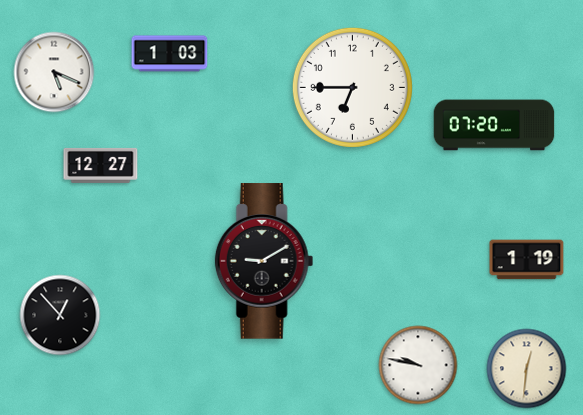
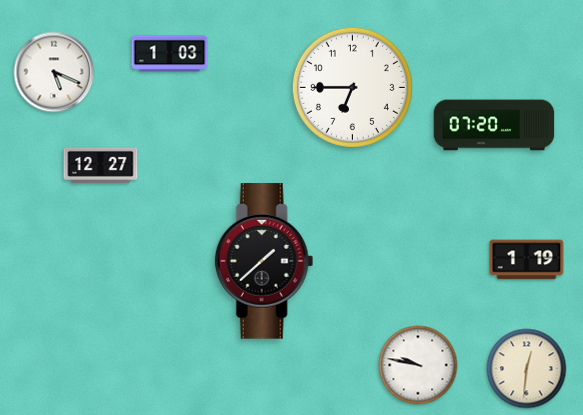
clock at (264, 261): 9:10 -> 1:38
clock at (60, 315): 12:53 -> none
